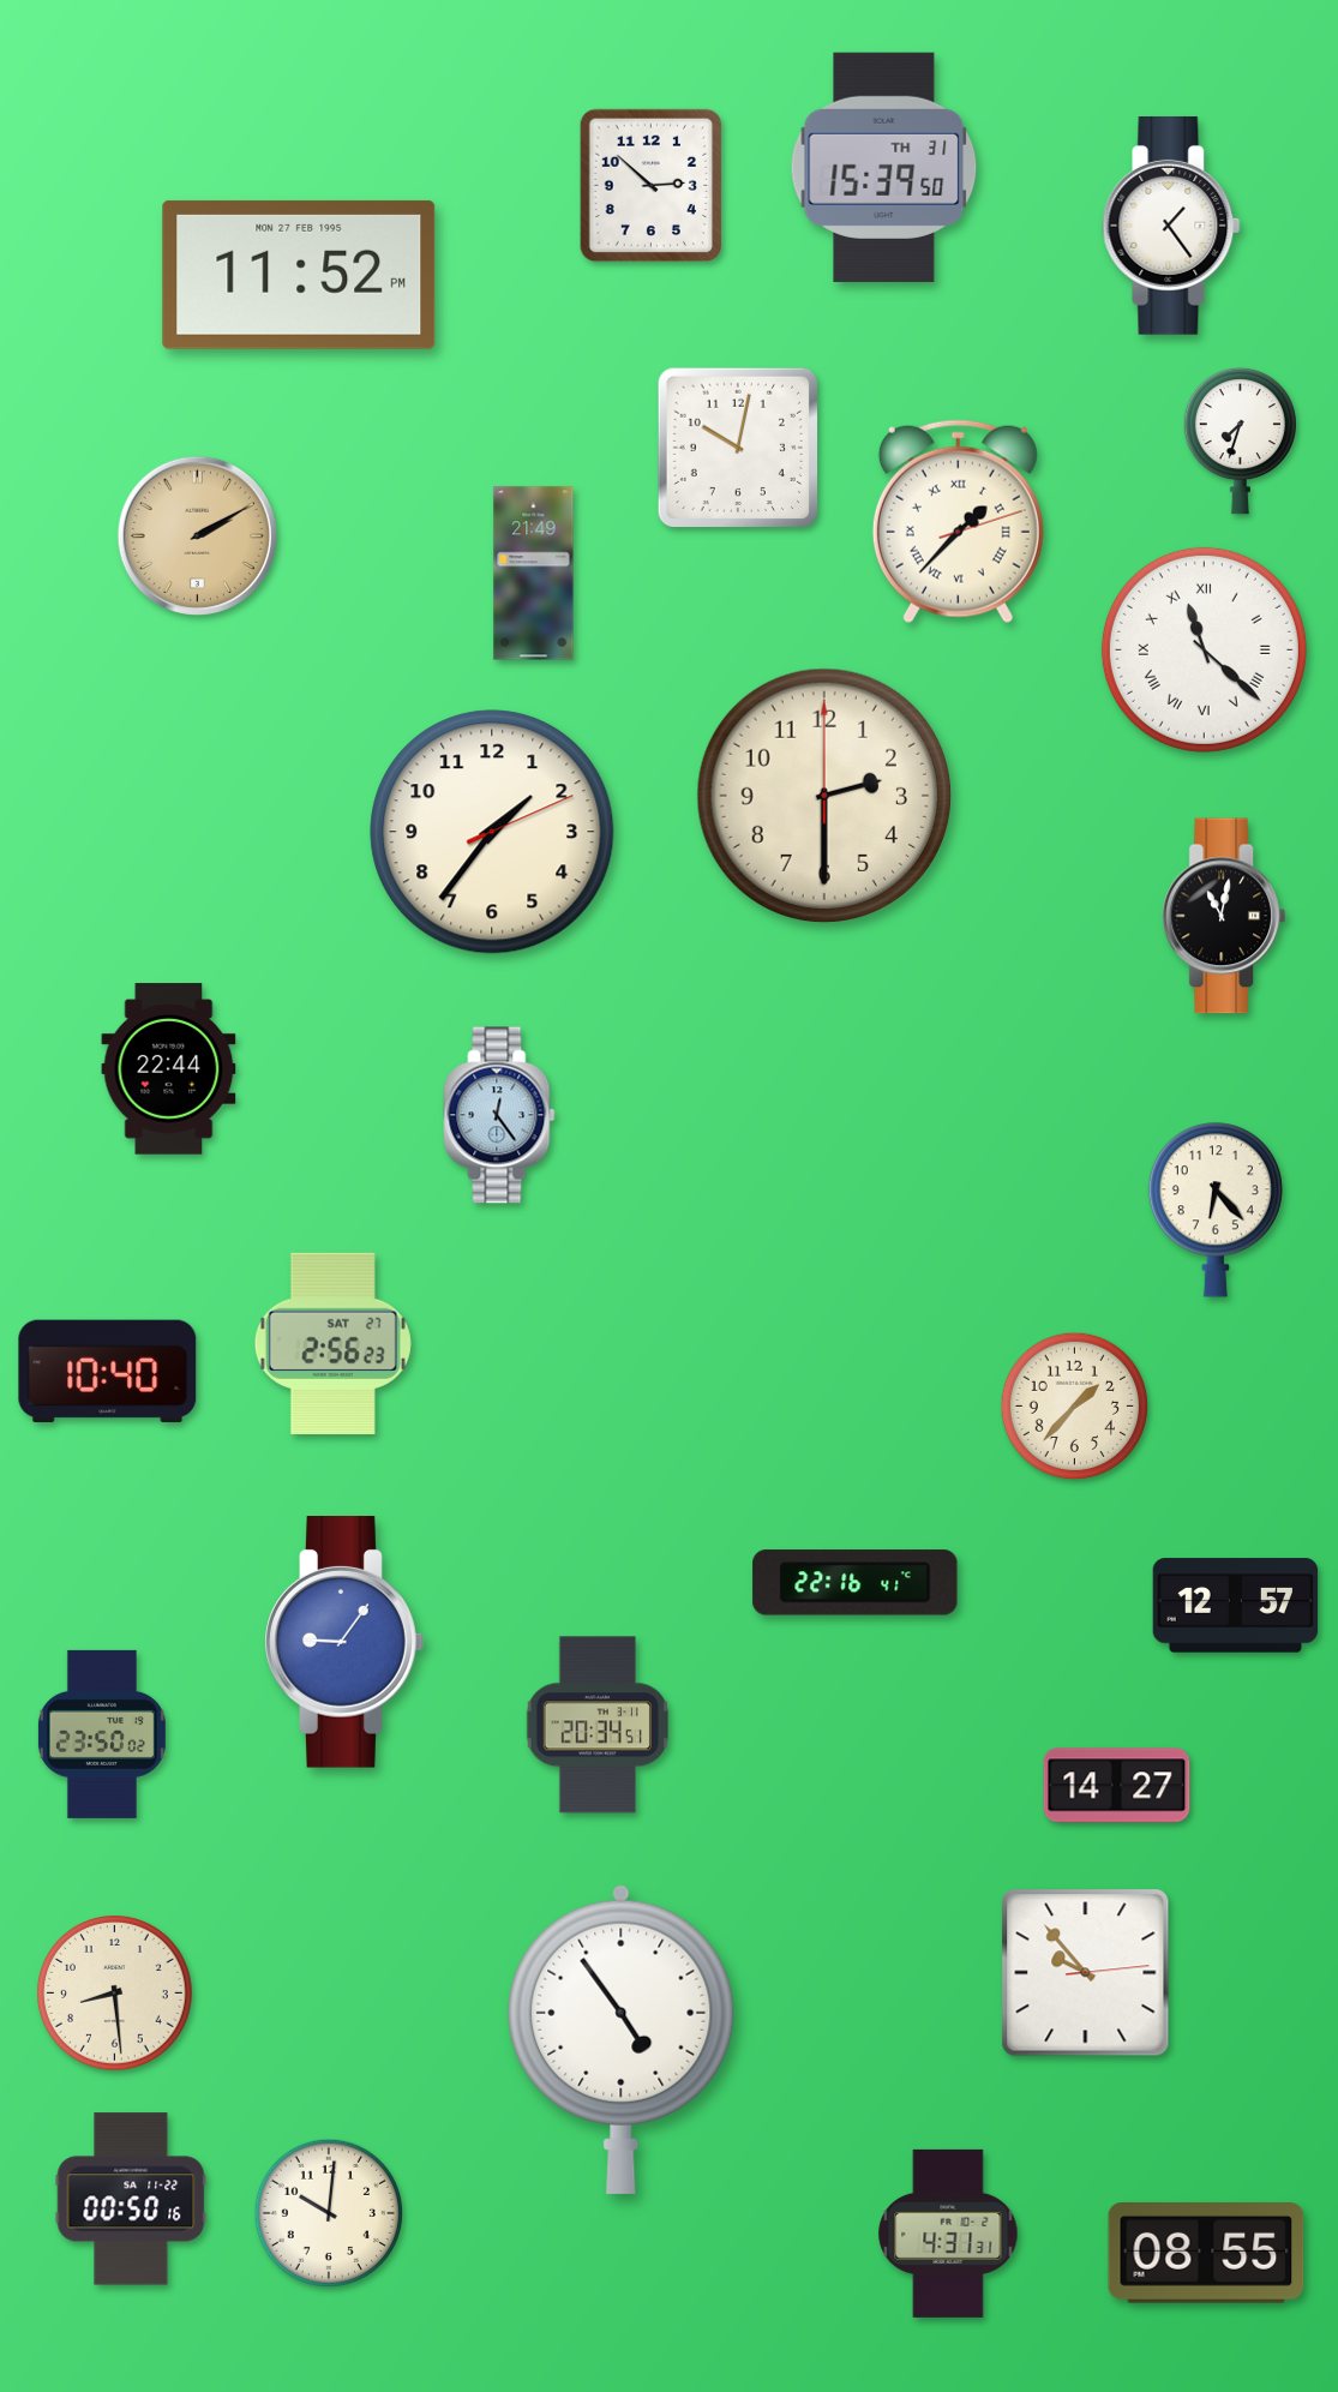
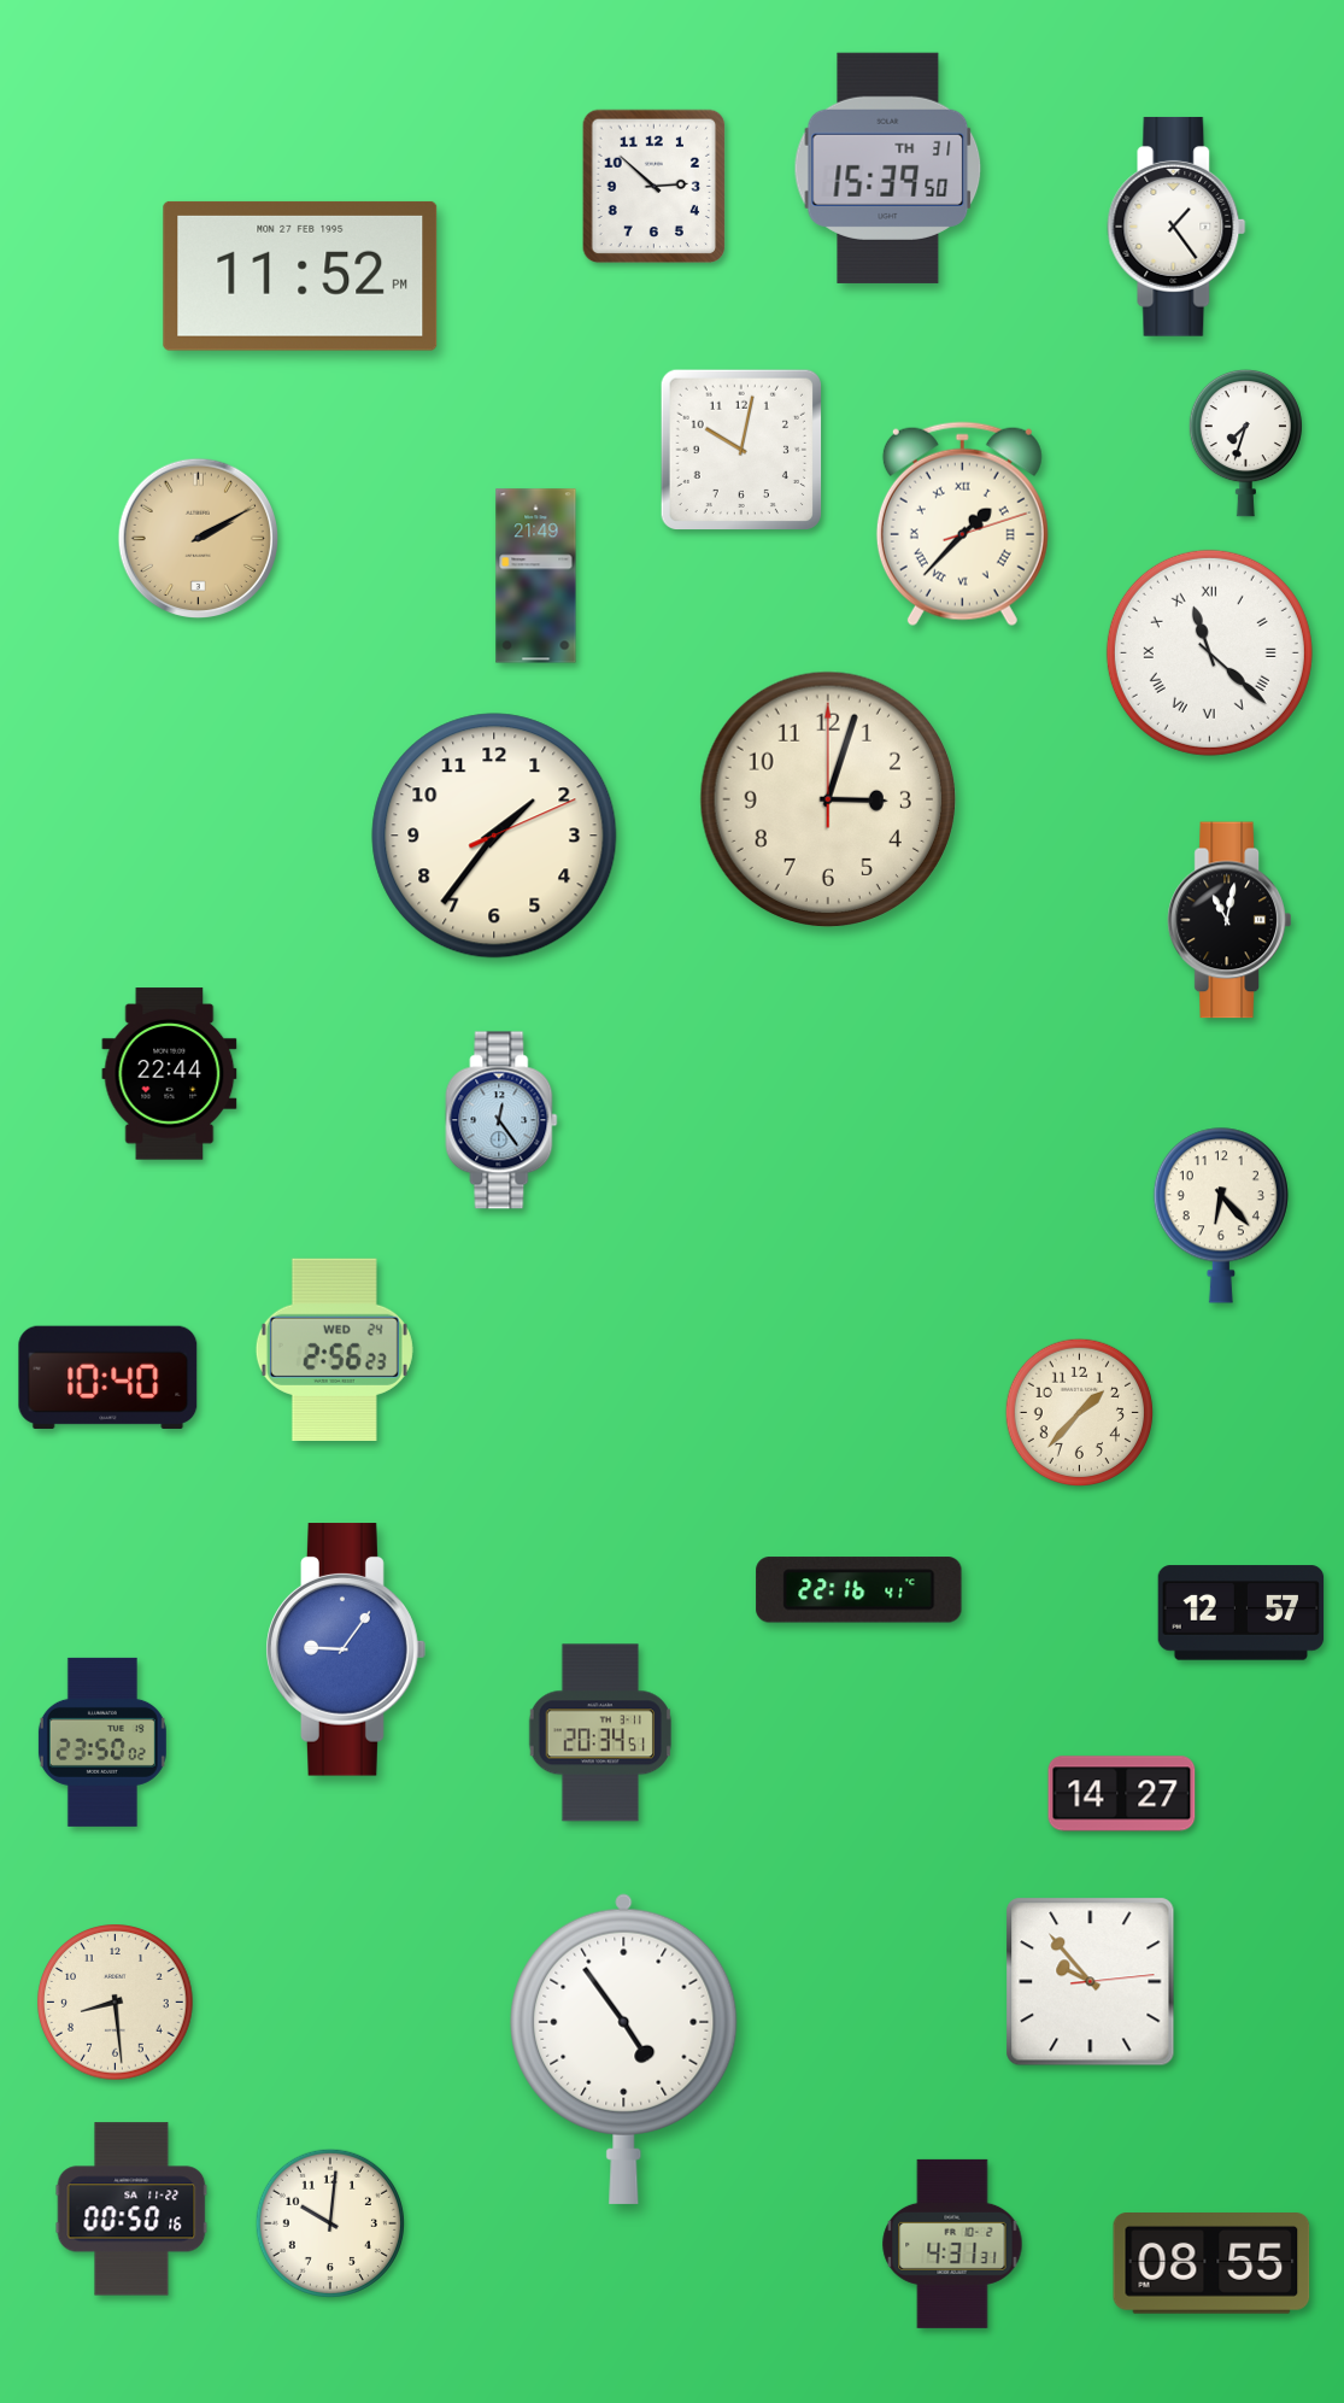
clock at (824, 796): 2:30 -> 3:03
clock at (332, 1343) date: SAT 27 -> WED 24
